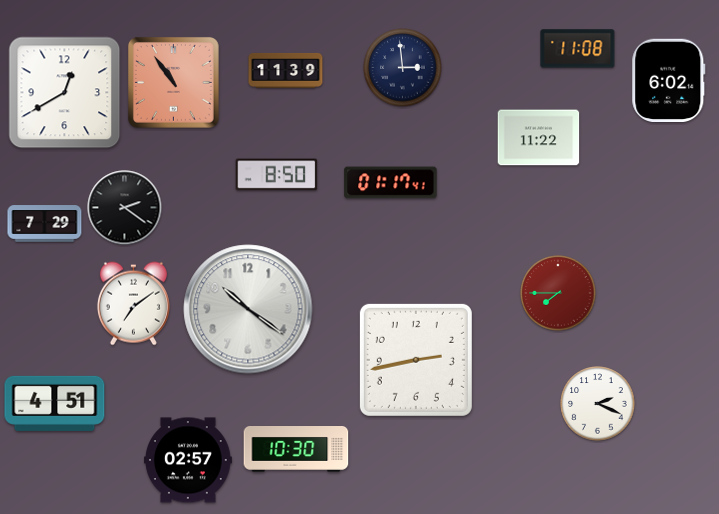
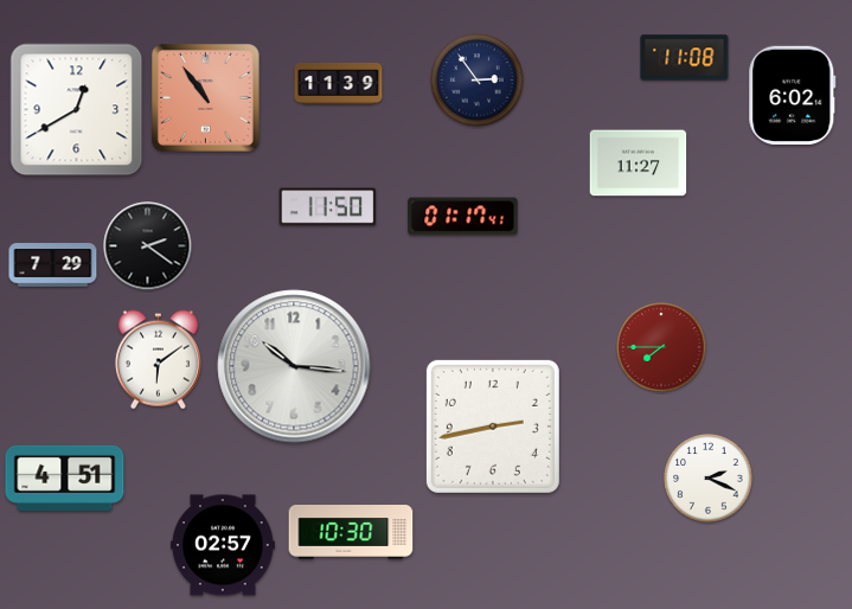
clock at (403, 68): 2:59 -> 2:54
clock at (539, 138): 11:22 -> 11:27
clock at (277, 175): 8:50 -> 11:50
clock at (133, 304): 7:09 -> 6:09
clock at (248, 309): 10:21 -> 10:16
